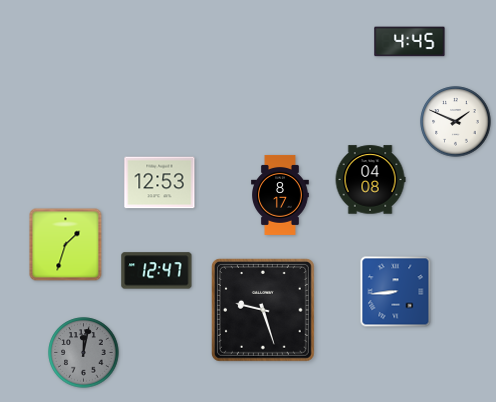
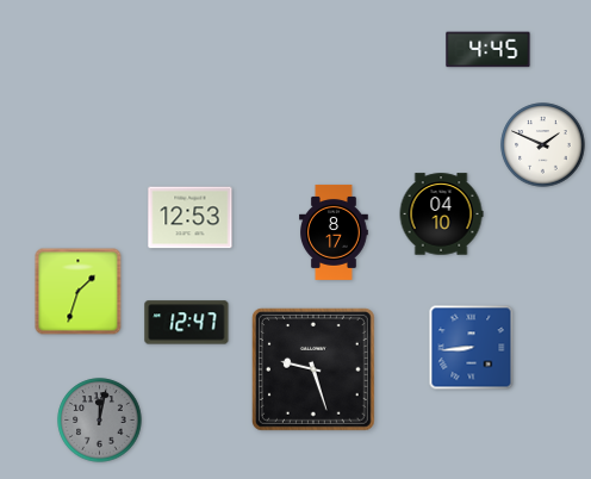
clock at (370, 180): 04:08 -> 04:10
